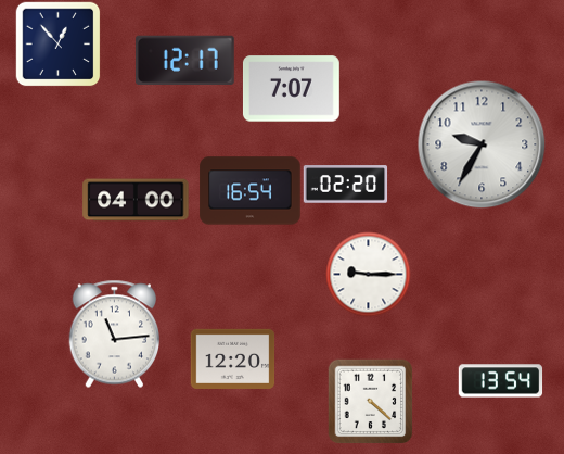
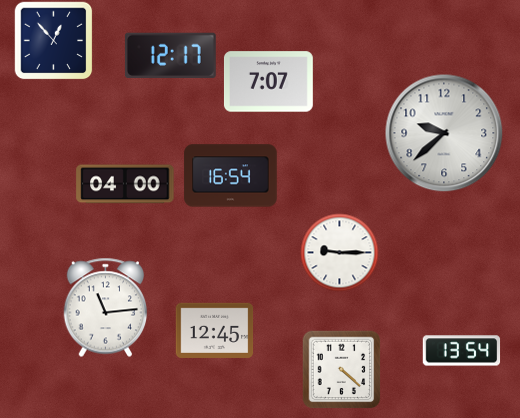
clock at (482, 144): 9:35 -> 9:38
clock at (345, 185): 02:20 -> none
clock at (232, 358): 12:20 -> 12:45
